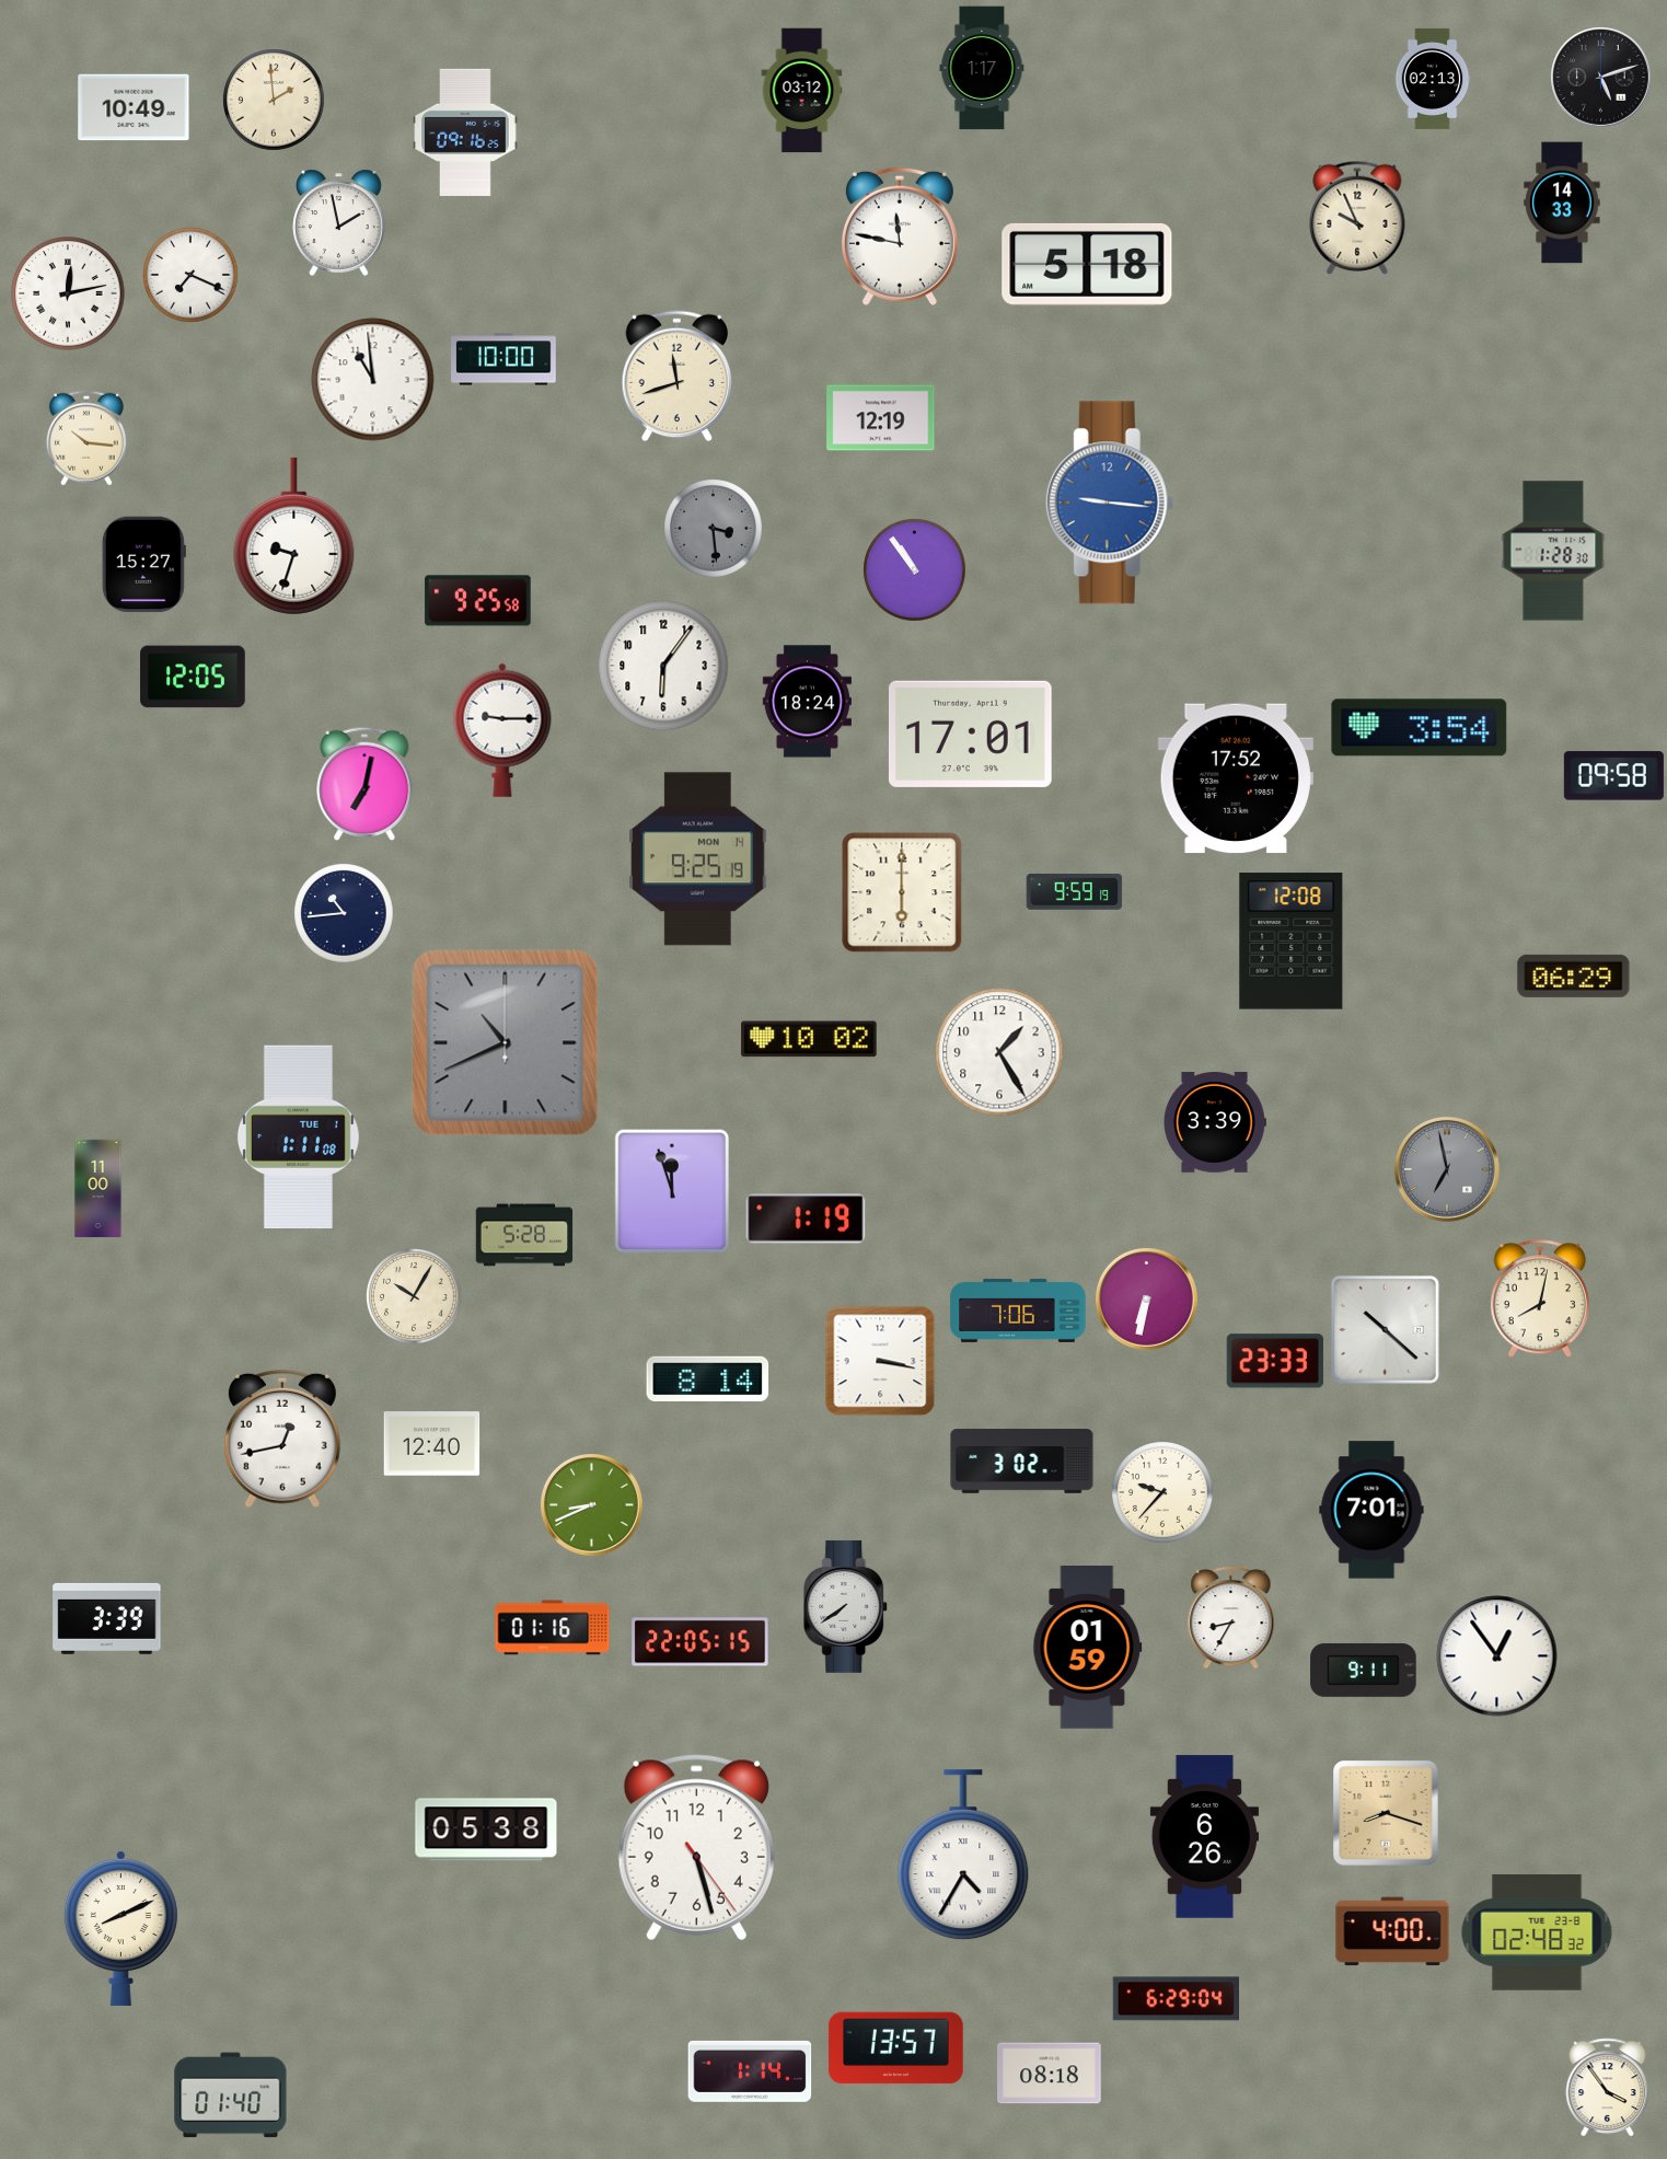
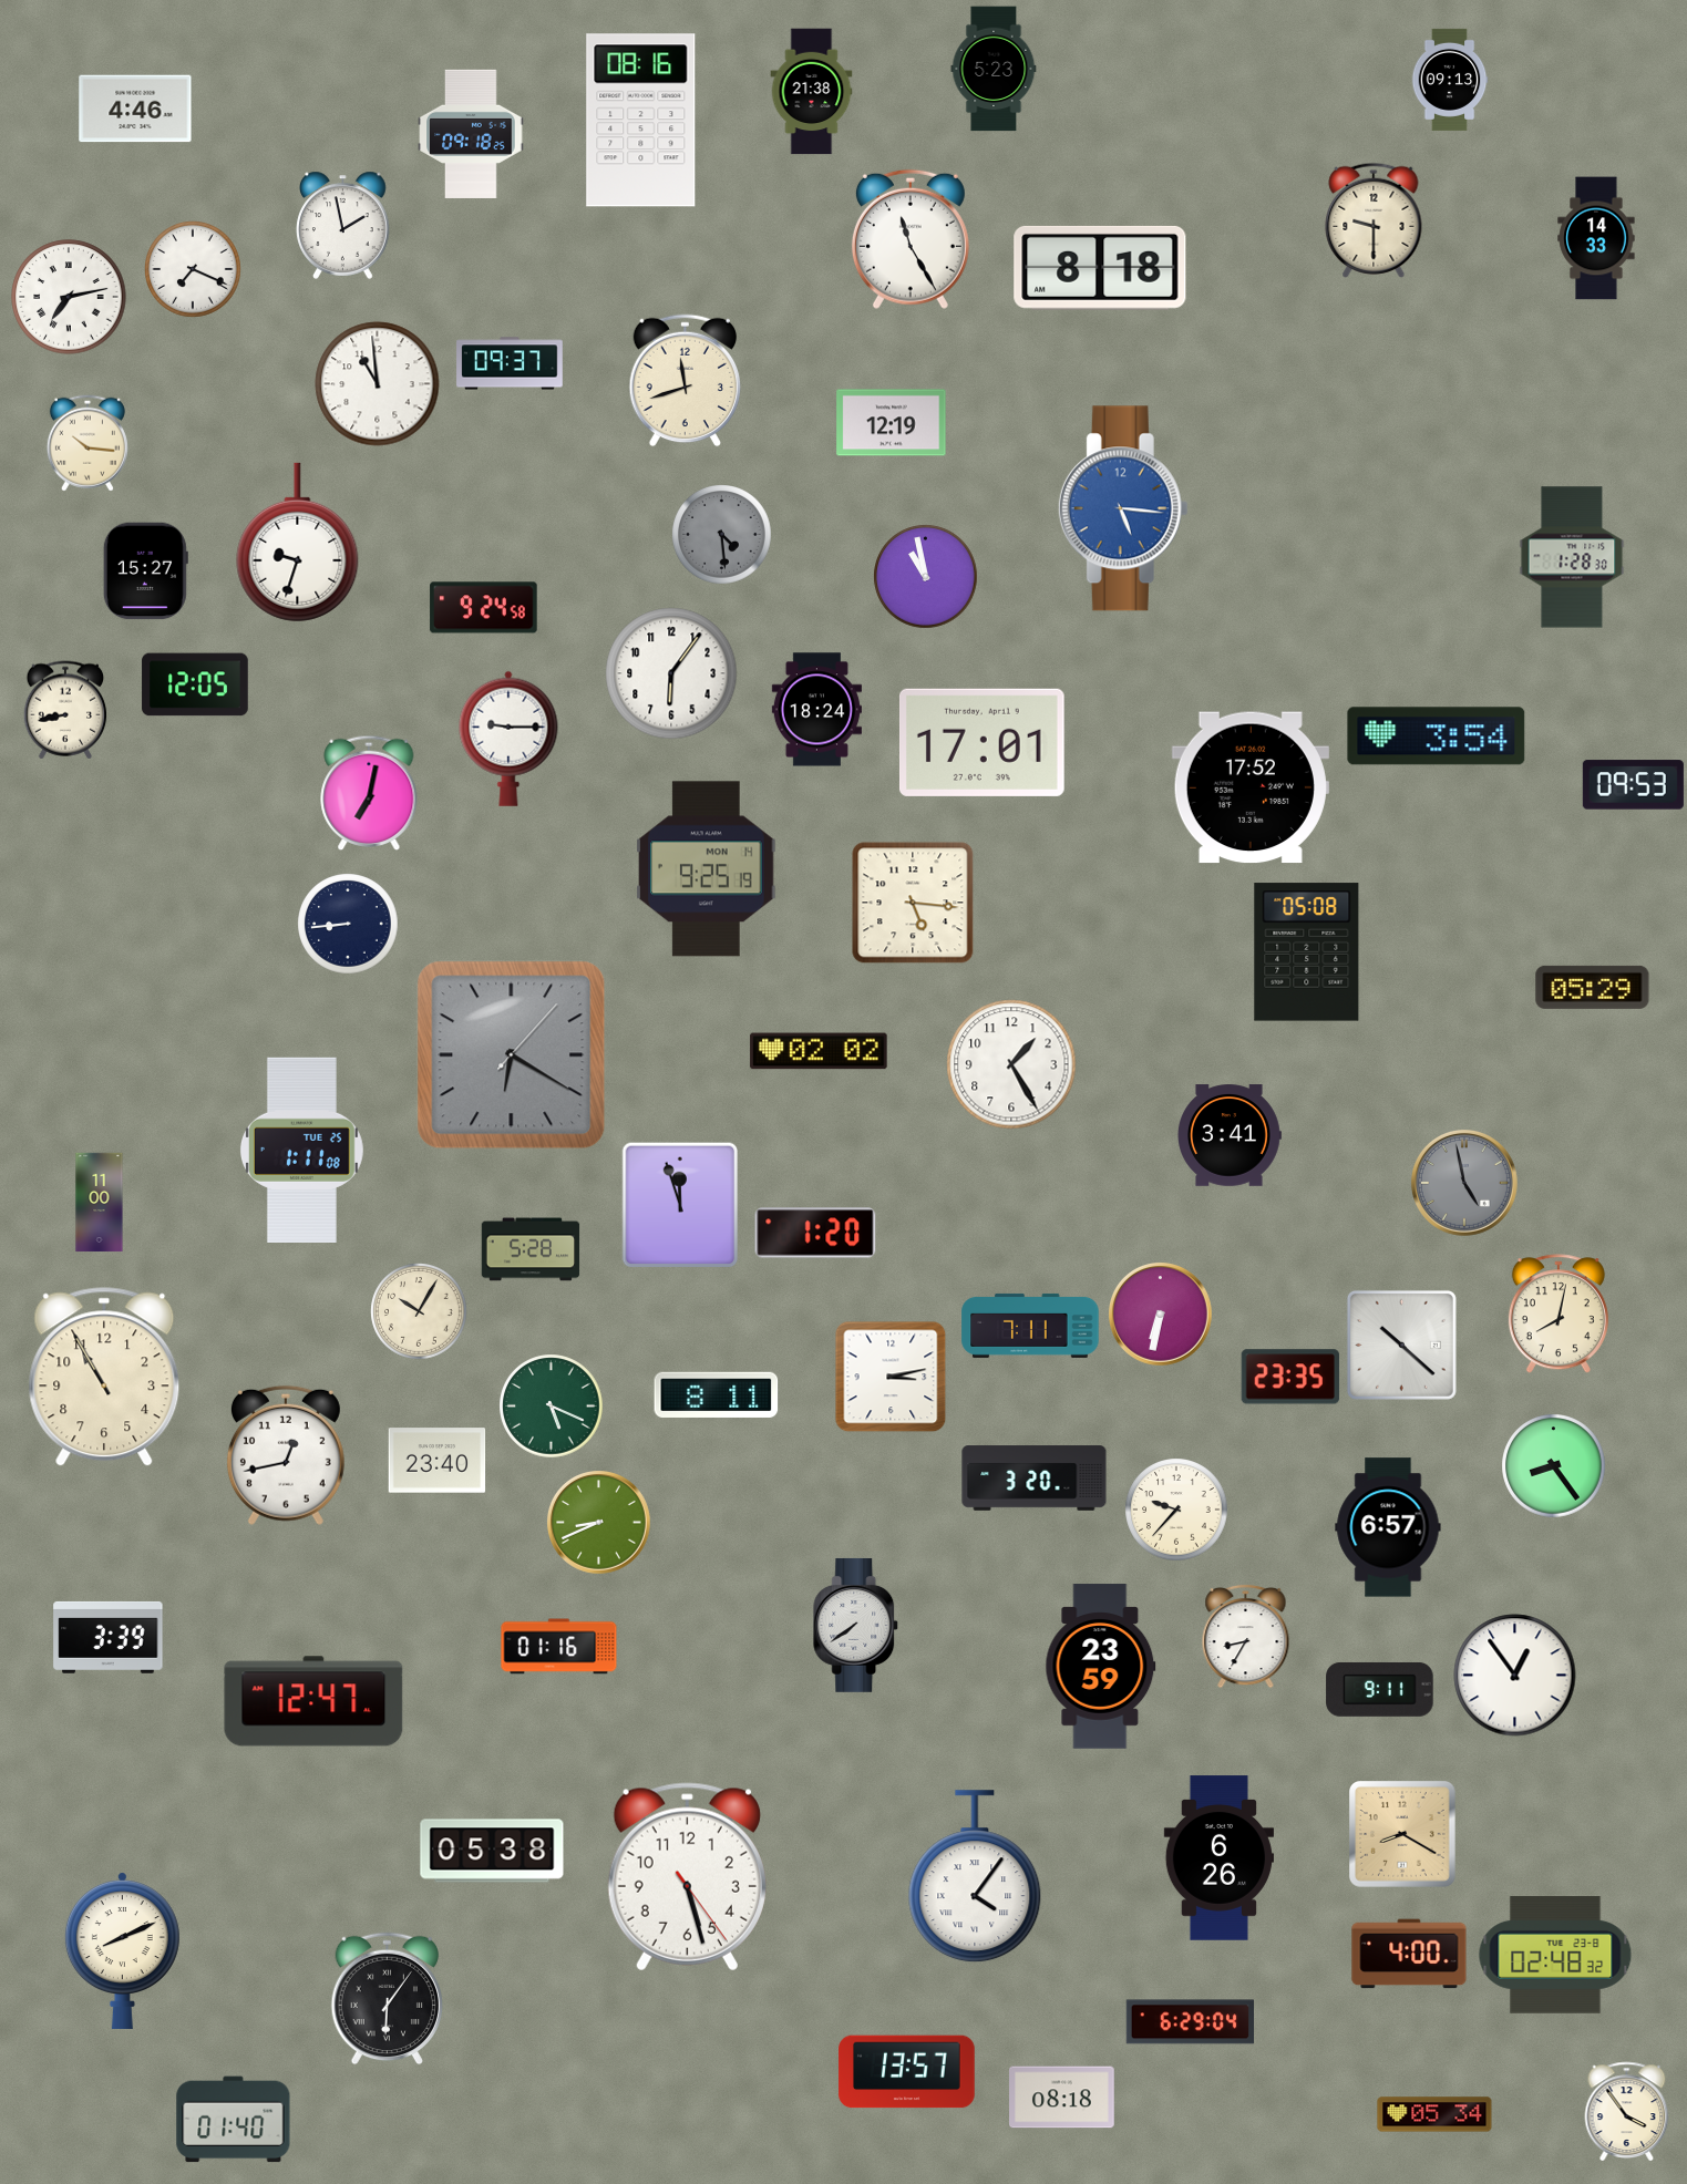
clock at (982, 68): 1:17 -> 5:23
clock at (1601, 78): 5:12 -> none
clock at (1433, 79): 02:13 -> 09:13
clock at (802, 91): 03:12 -> 21:38
clock at (274, 100): 1:59 -> none
clock at (134, 107): 10:49 -> 4:46
clock at (641, 121): none -> 08:16
clock at (465, 132): 09:16 -> 09:18
clock at (1562, 203) position: (1562, 203) -> (1596, 238)
clock at (1357, 218): 9:56 -> 9:30
clock at (900, 236): 11:47 -> 11:25
clock at (1087, 265): 5:18 -> 8:18
clock at (192, 276) position: (192, 276) -> (194, 270)
clock at (68, 293): 12:13 -> 7:13
clock at (503, 359): 10:00 -> 09:37
clock at (1110, 503): 9:16 -> 5:16
clock at (714, 529): 3:29 -> 4:29
clock at (915, 570): 10:54 -> 10:58
clock at (478, 601): 9:25 -> 9:24
clock at (65, 710): none -> 8:43
clock at (1613, 776): 09:58 -> 09:53
clock at (1075, 891): 9:59 -> none
clock at (902, 892): 6:00 -> 5:16
clock at (344, 913): 10:44 -> 8:44
clock at (1292, 942): 12:08 -> 05:08
clock at (1574, 975): 06:29 -> 05:29
clock at (809, 1039): 10:02 -> 02:02
clock at (506, 1043): 10:41 -> 6:20
clock at (1215, 1122): 3:39 -> 3:41
clock at (298, 1136) date: TUE 1 -> TUE 25
clock at (1447, 1169): 6:58 -> 4:58
clock at (806, 1219): 1:19 -> 1:20
clock at (1018, 1311): 7:06 -> 7:11
clock at (104, 1377): none -> 10:55
clock at (880, 1361): 3:17 -> 3:13
clock at (1275, 1361): 23:33 -> 23:35
clock at (708, 1378): 8:14 -> 8:11
clock at (552, 1407): none -> 5:19
clock at (432, 1444): 12:40 -> 23:40
clock at (1554, 1466): none -> 8:24
clock at (1022, 1462): 3:02 -> 3:20
clock at (1371, 1510): 7:01 -> 6:57
clock at (701, 1642): 22:05 -> none
clock at (1088, 1648): 01:59 -> 23:59
clock at (313, 1701): none -> 12:47
clock at (1387, 1814): 8:18 -> 8:20
clock at (696, 1848) position: (696, 1848) -> (687, 1877)
clock at (963, 1856): 4:35 -> 4:06
clock at (388, 1999): none -> 6:06
clock at (750, 2071): 1:14 -> none
clock at (1434, 2114): none -> 05:34
